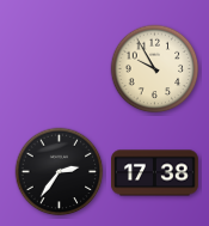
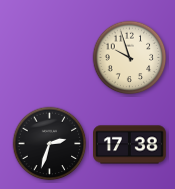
clock at (155, 69): 9:55 -> 9:57
clock at (60, 172): 2:36 -> 2:33
